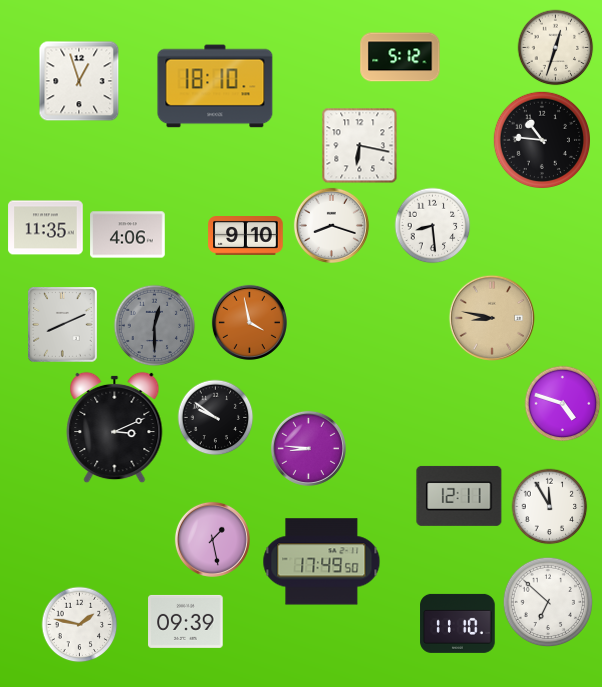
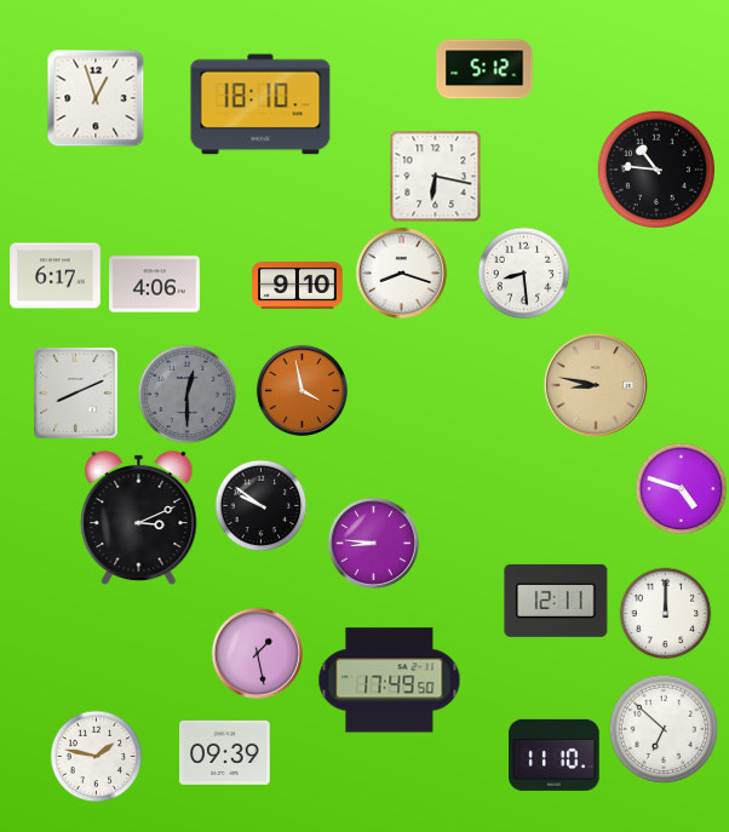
clock at (556, 48): 12:33 -> none
clock at (46, 228): 11:35 -> 6:17
clock at (550, 507): 11:55 -> 12:00
